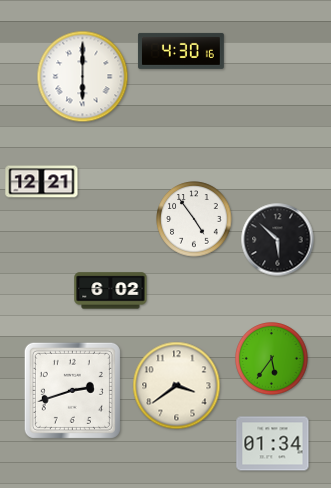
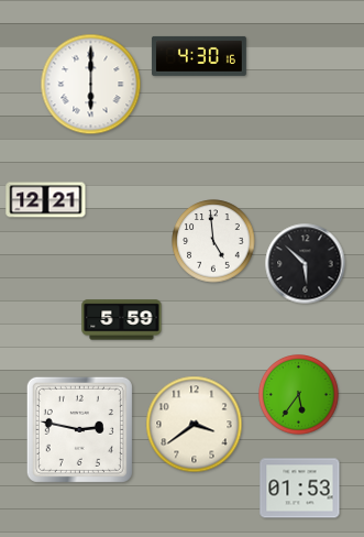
clock at (194, 219): 4:54 -> 4:59
clock at (111, 291): 6:02 -> 5:59
clock at (72, 390): 2:42 -> 2:47
clock at (273, 444): 01:34 -> 01:53
